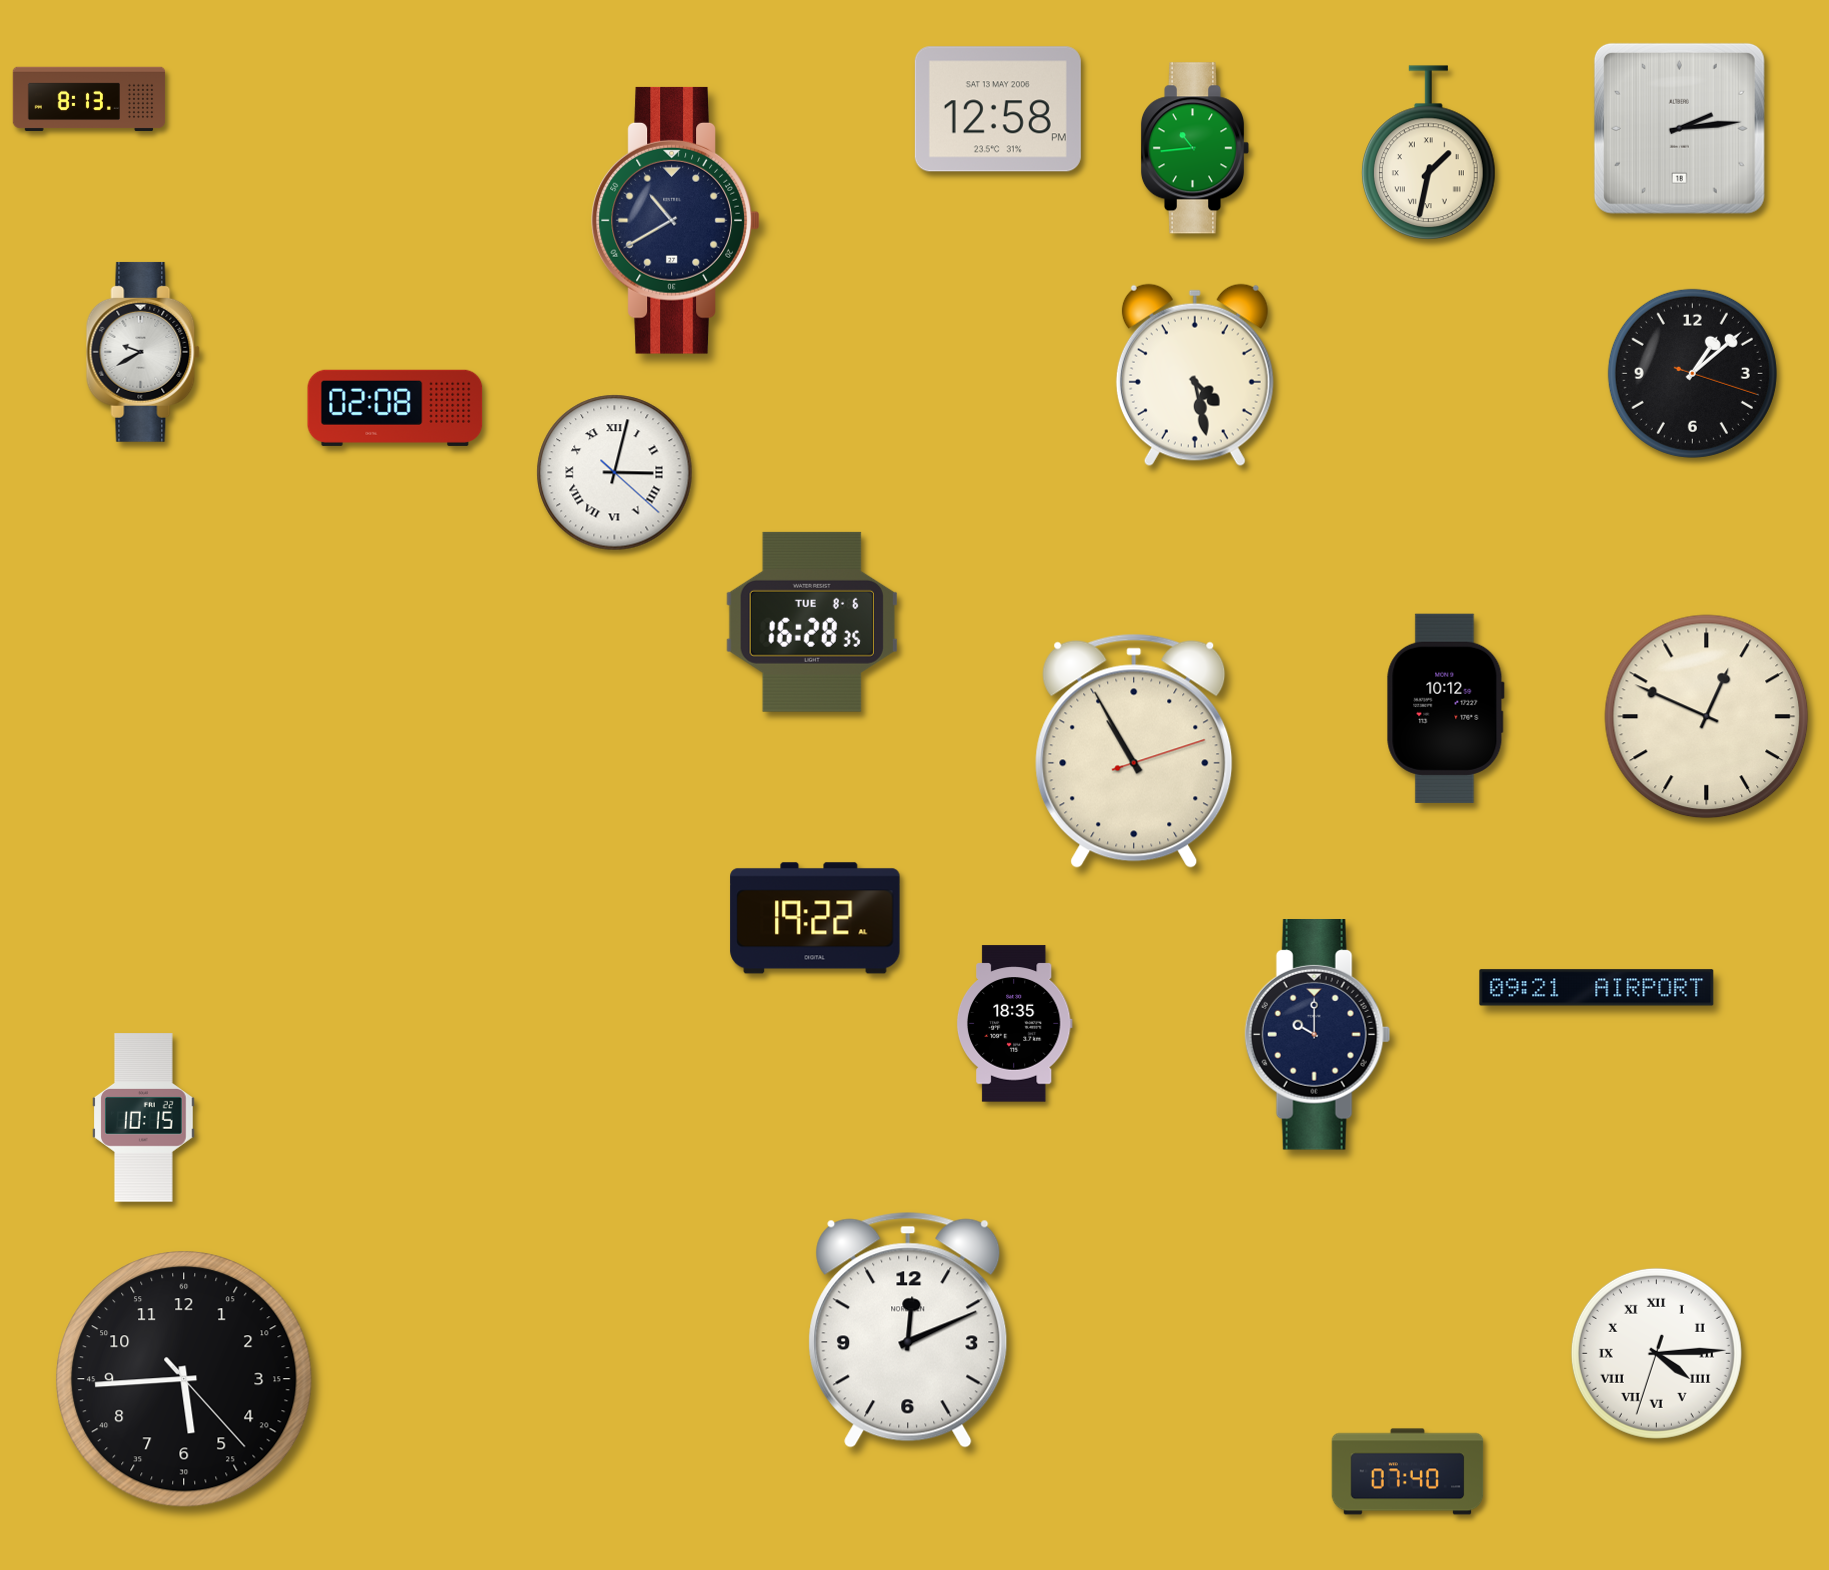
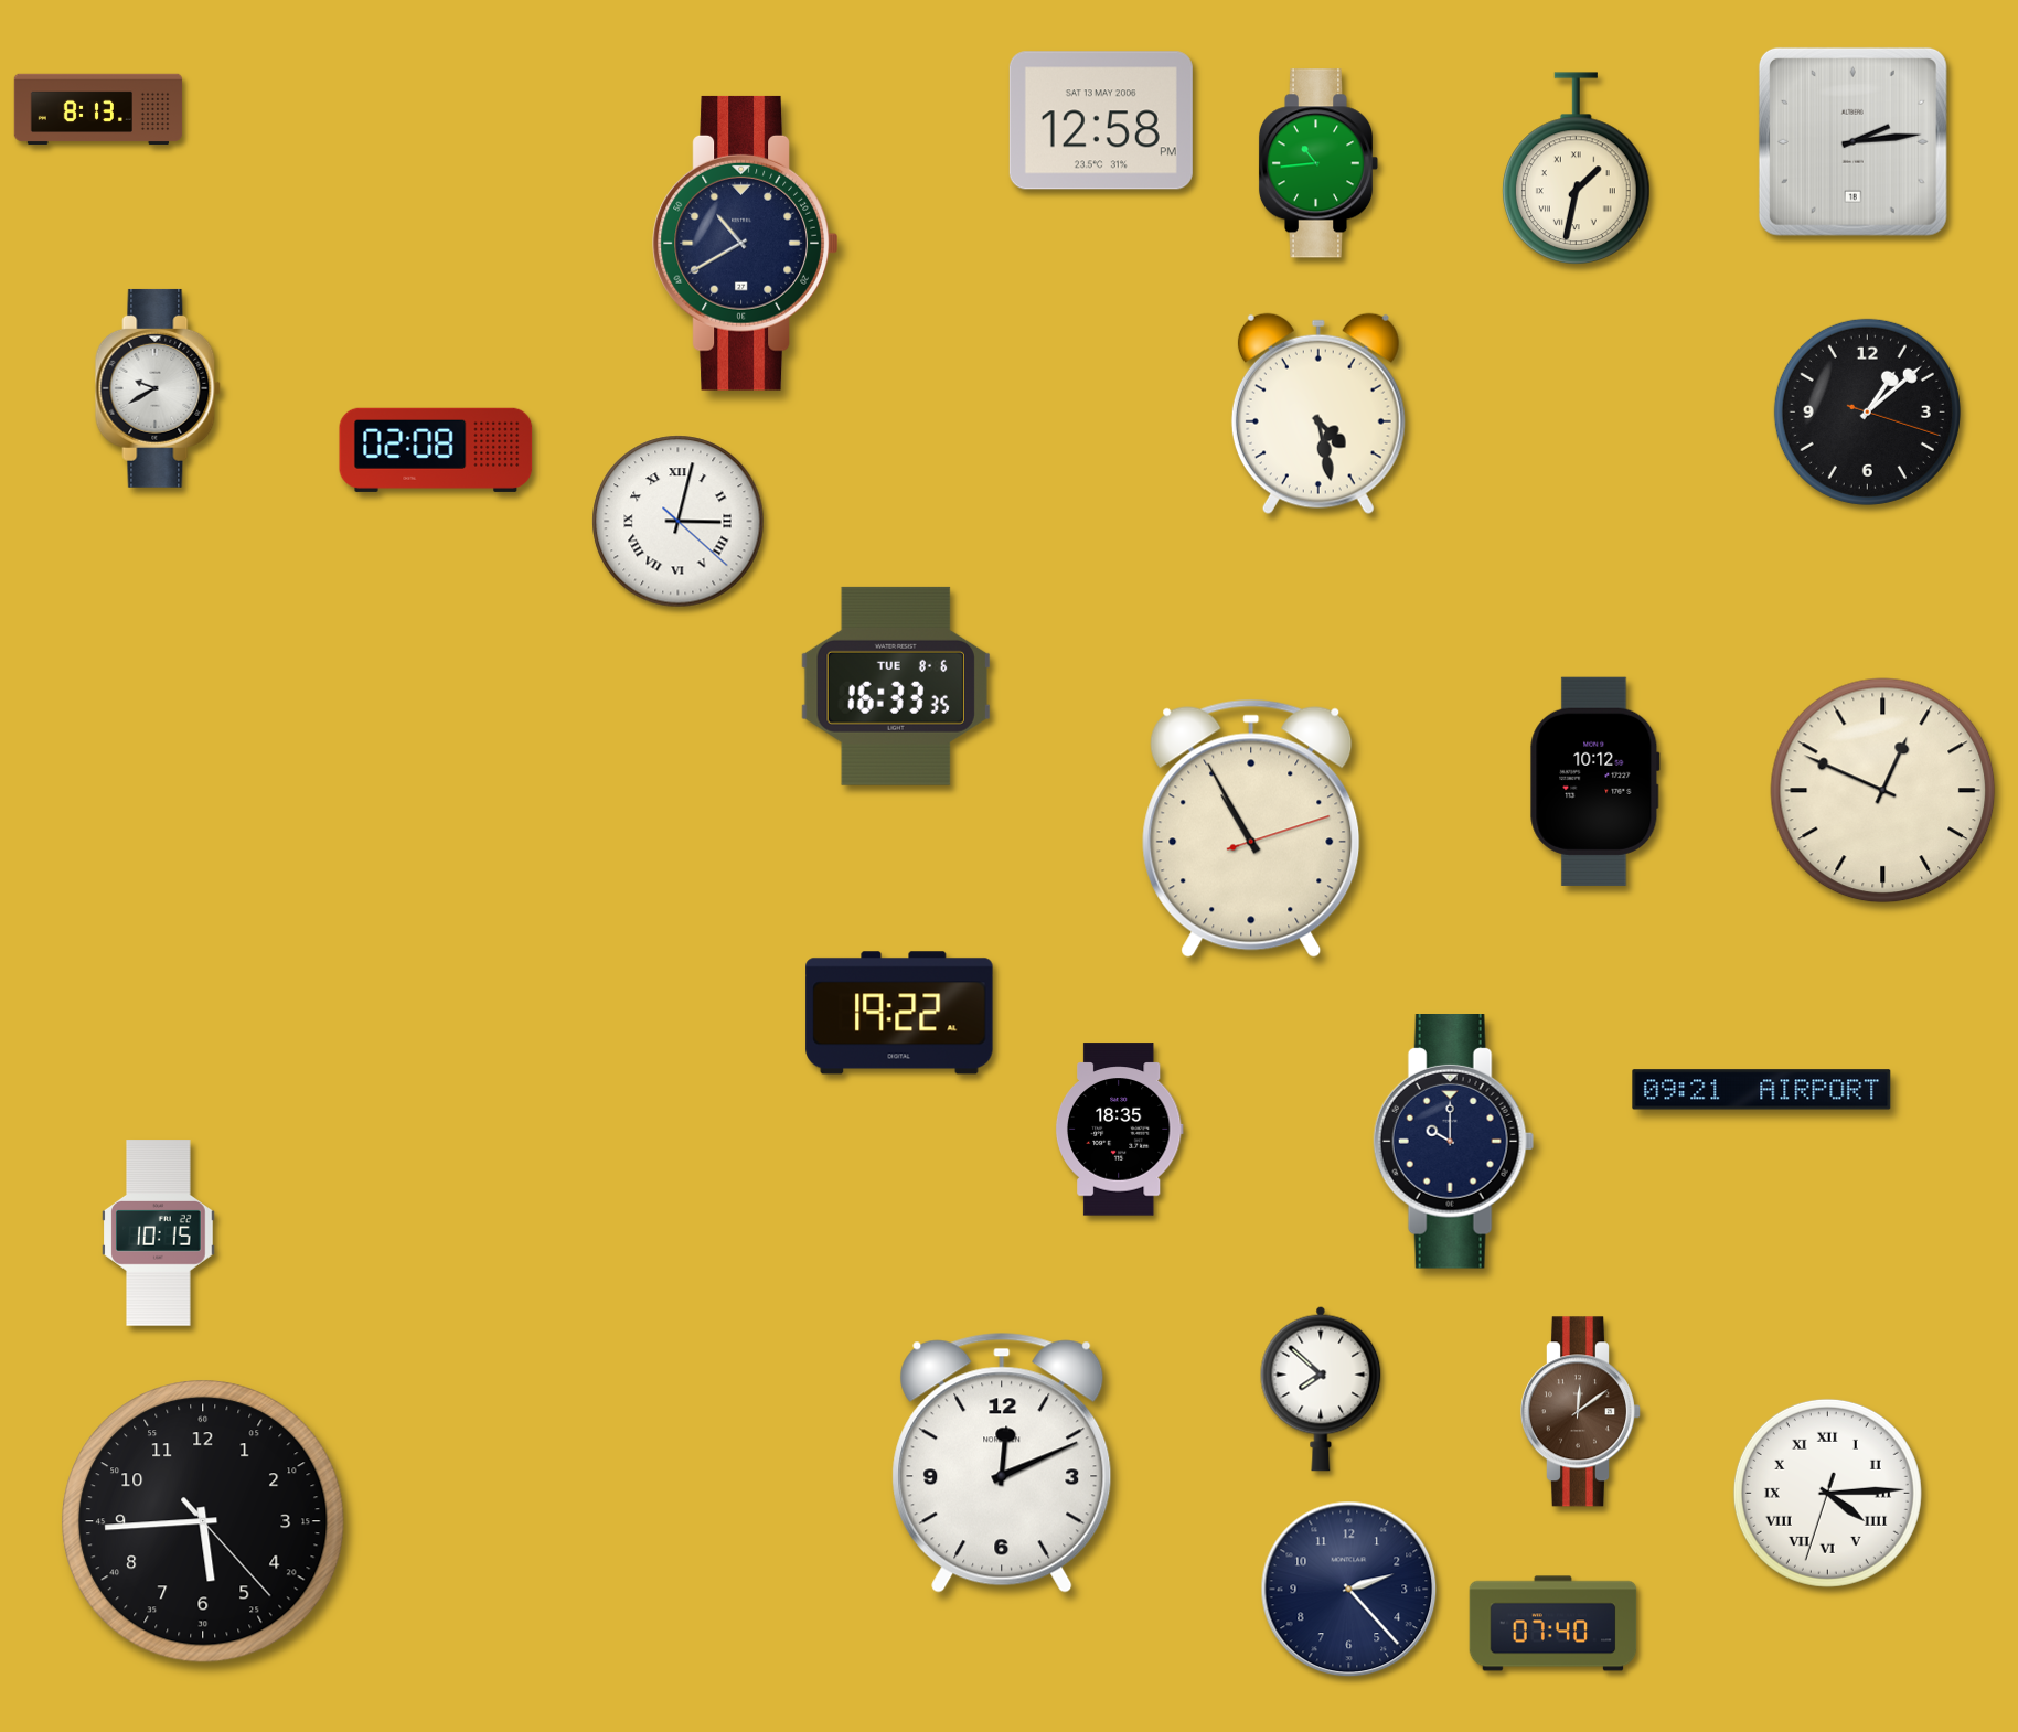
clock at (812, 622): 16:28 -> 16:33
clock at (1321, 1389): none -> 7:52
clock at (1580, 1412): none -> 12:09
clock at (908, 1330) position: (908, 1330) -> (1002, 1463)
clock at (1349, 1590): none -> 2:23
